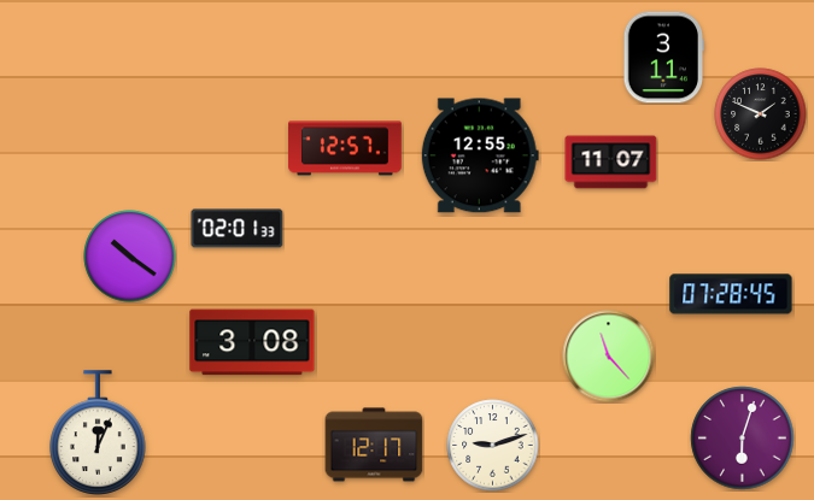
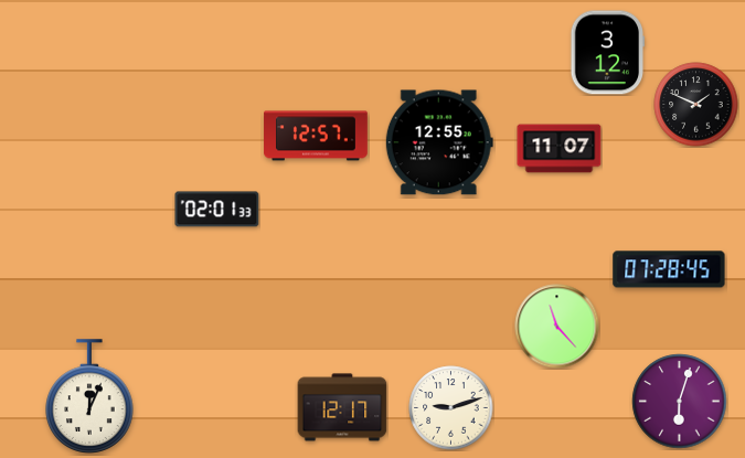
clock at (664, 58): 3:11 -> 3:12
clock at (130, 257): 10:21 -> none
clock at (252, 342): 3:08 -> none
